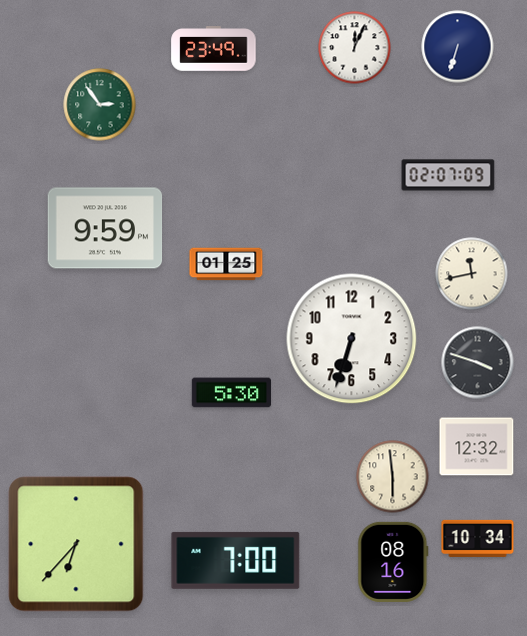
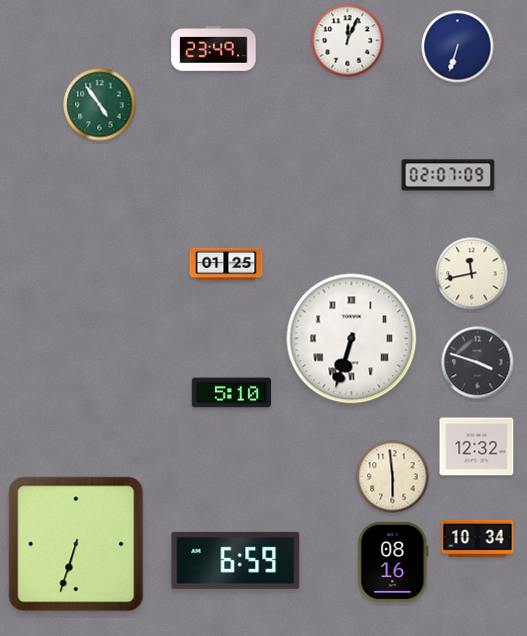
clock at (355, 48) position: (355, 48) -> (348, 41)
clock at (100, 105): 2:54 -> 4:54
clock at (105, 228): 9:59 -> none
clock at (352, 339) numerals: Arabic -> Roman
clock at (231, 393): 5:30 -> 5:10
clock at (76, 544): 6:37 -> 6:33
clock at (236, 560): 7:00 -> 6:59
